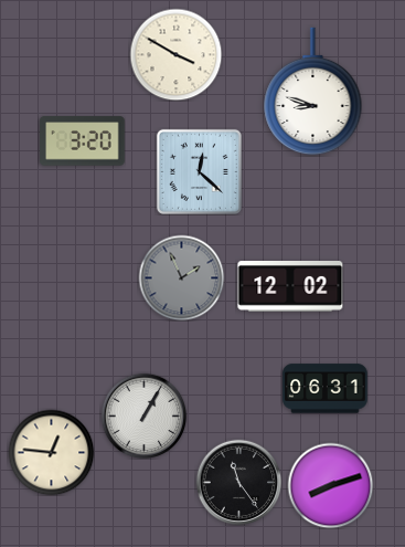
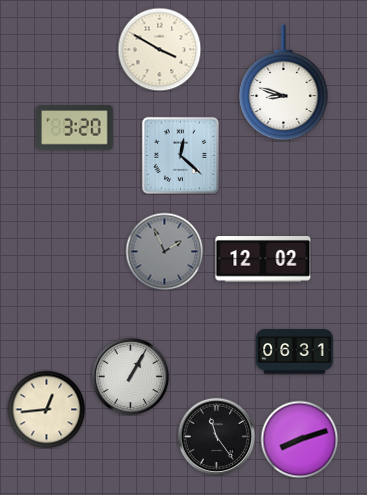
clock at (51, 452): 12:46 -> 12:44
